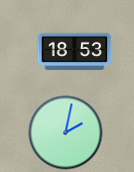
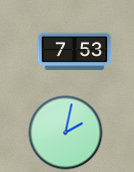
clock at (75, 52): 18:53 -> 7:53
